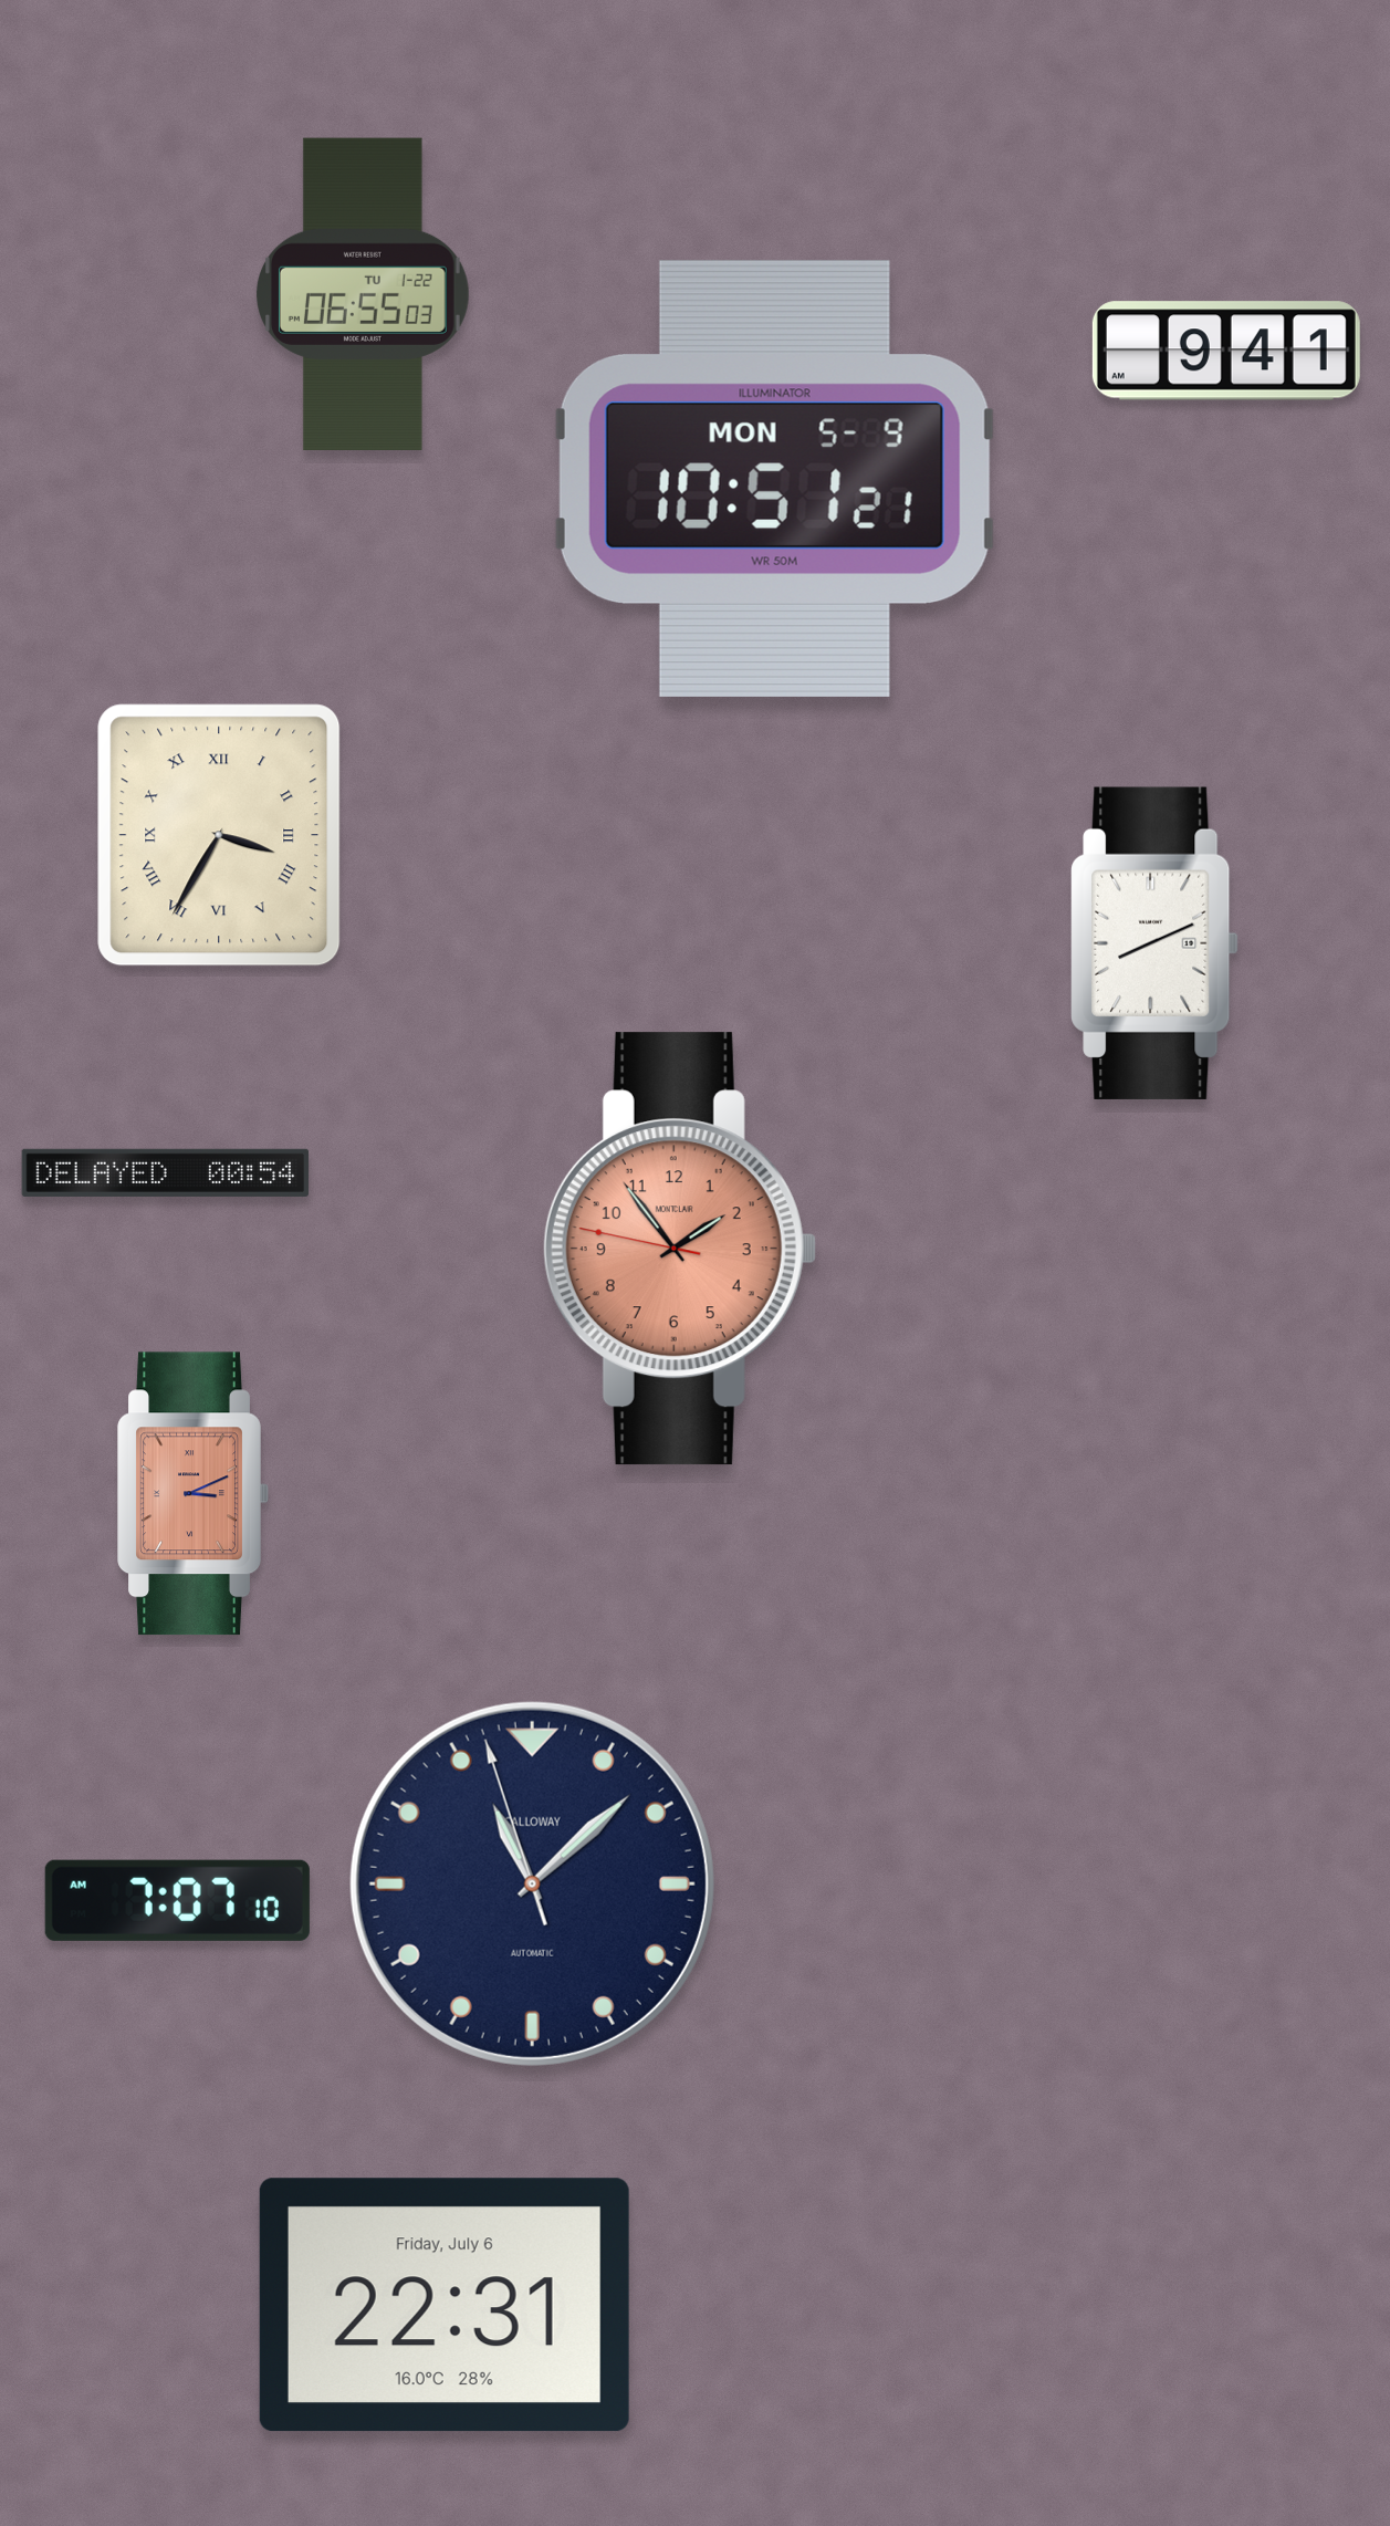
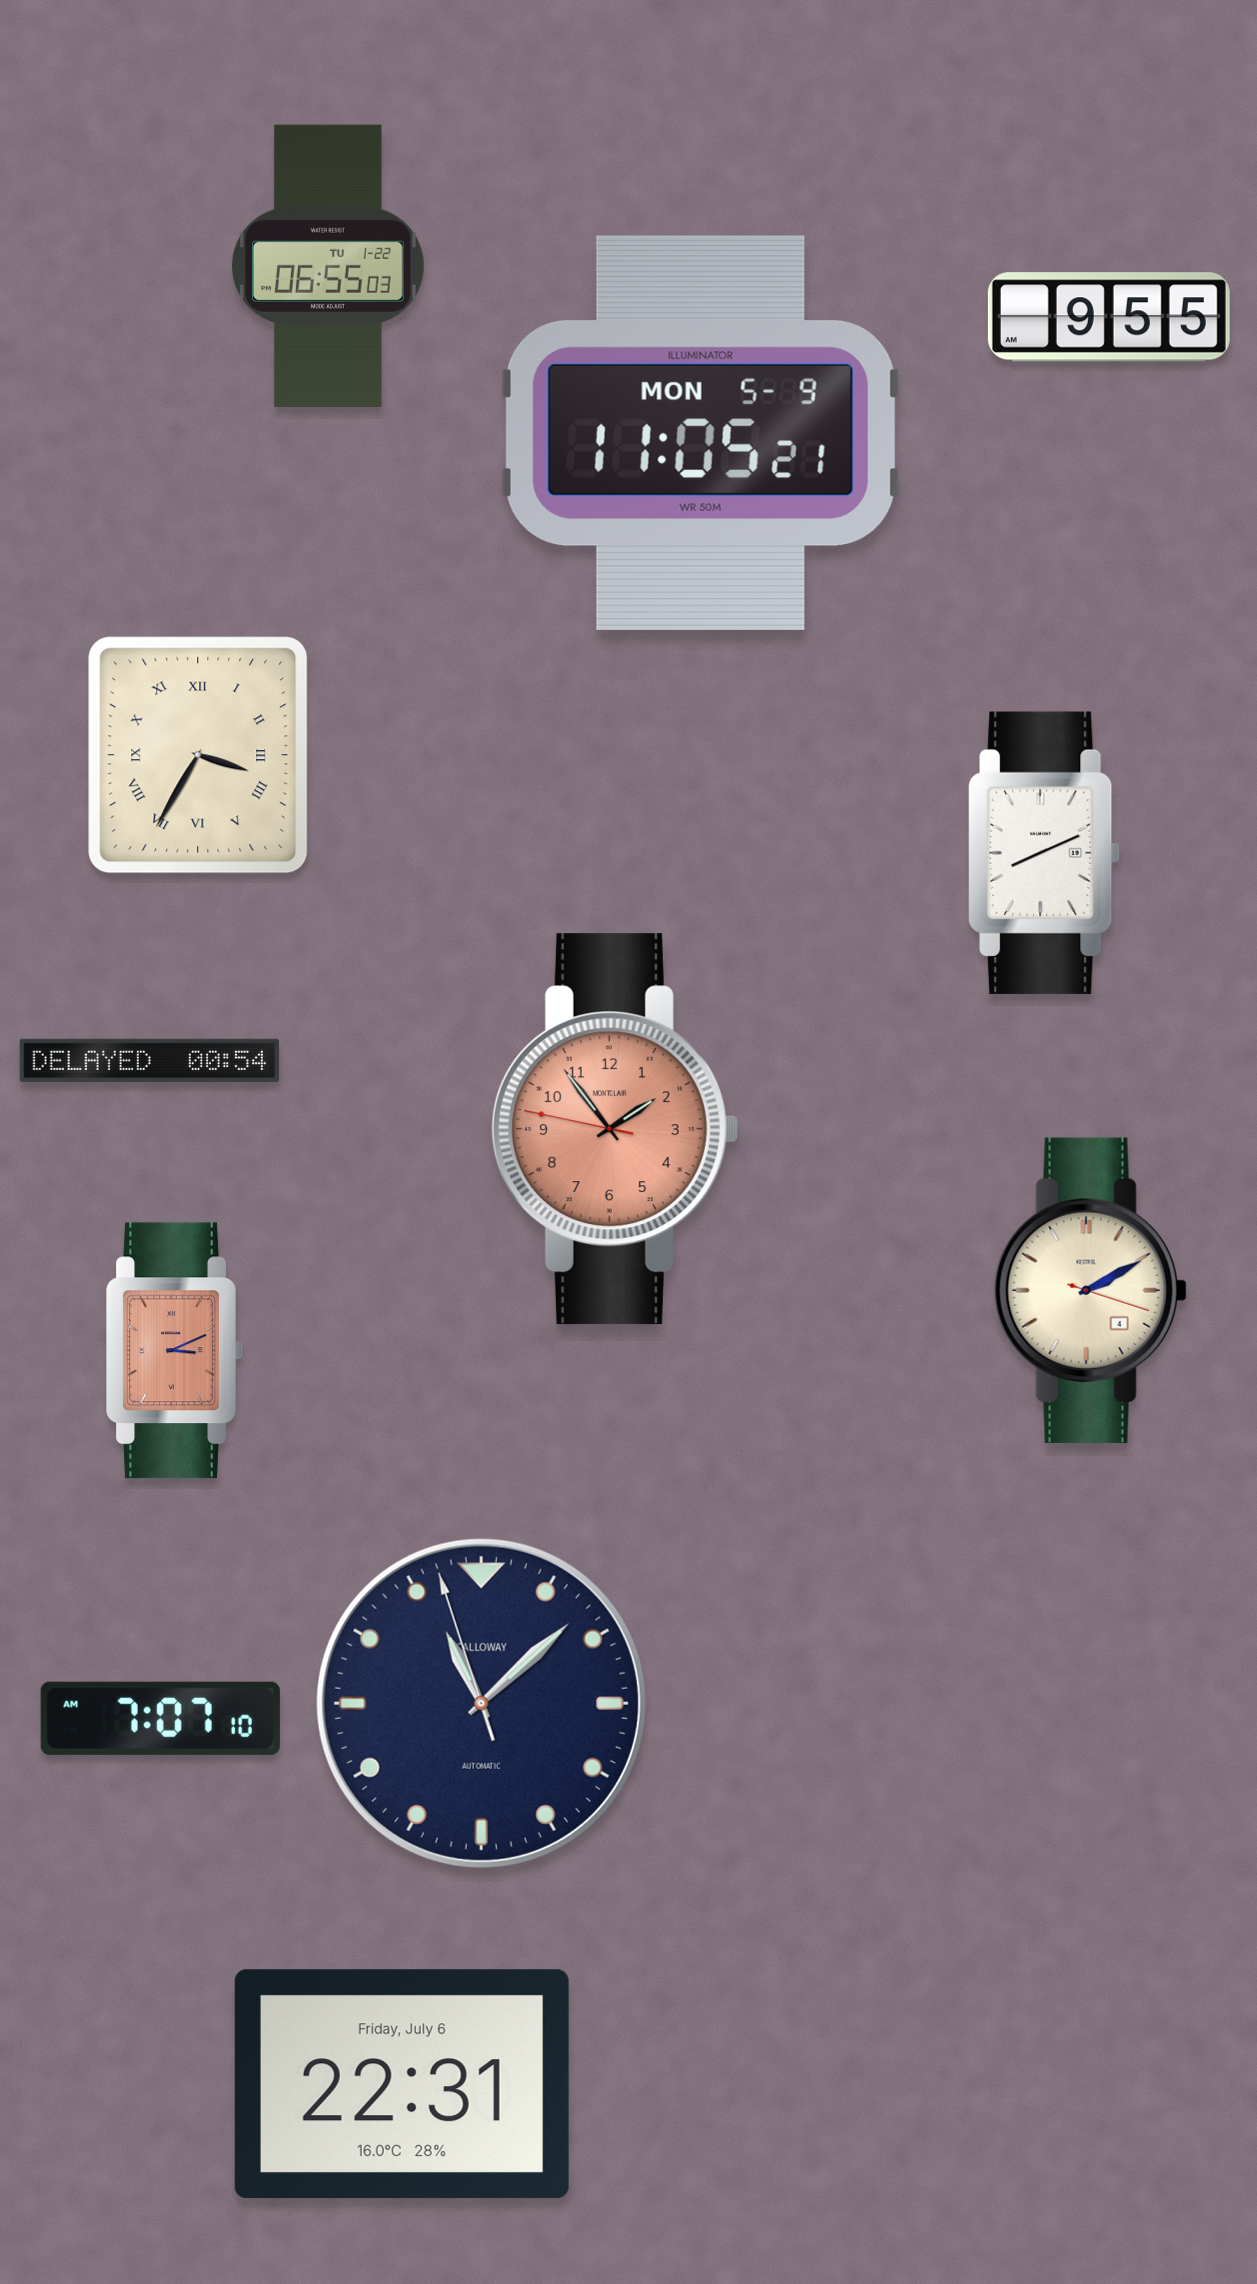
clock at (1226, 351): 9:41 -> 9:55
clock at (775, 479): 10:51 -> 11:05
clock at (1090, 1290): none -> 2:10
